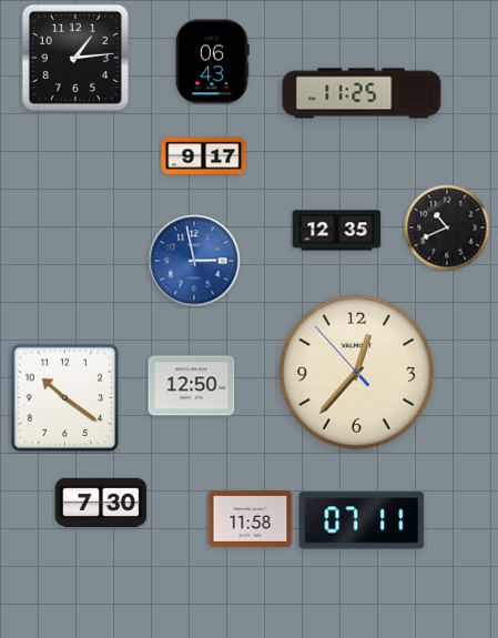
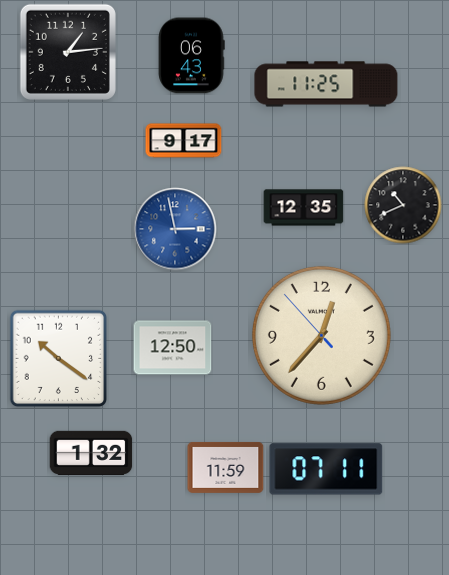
clock at (194, 261) position: (194, 261) -> (175, 229)
clock at (101, 503): 7:30 -> 1:32
clock at (251, 518): 11:58 -> 11:59
